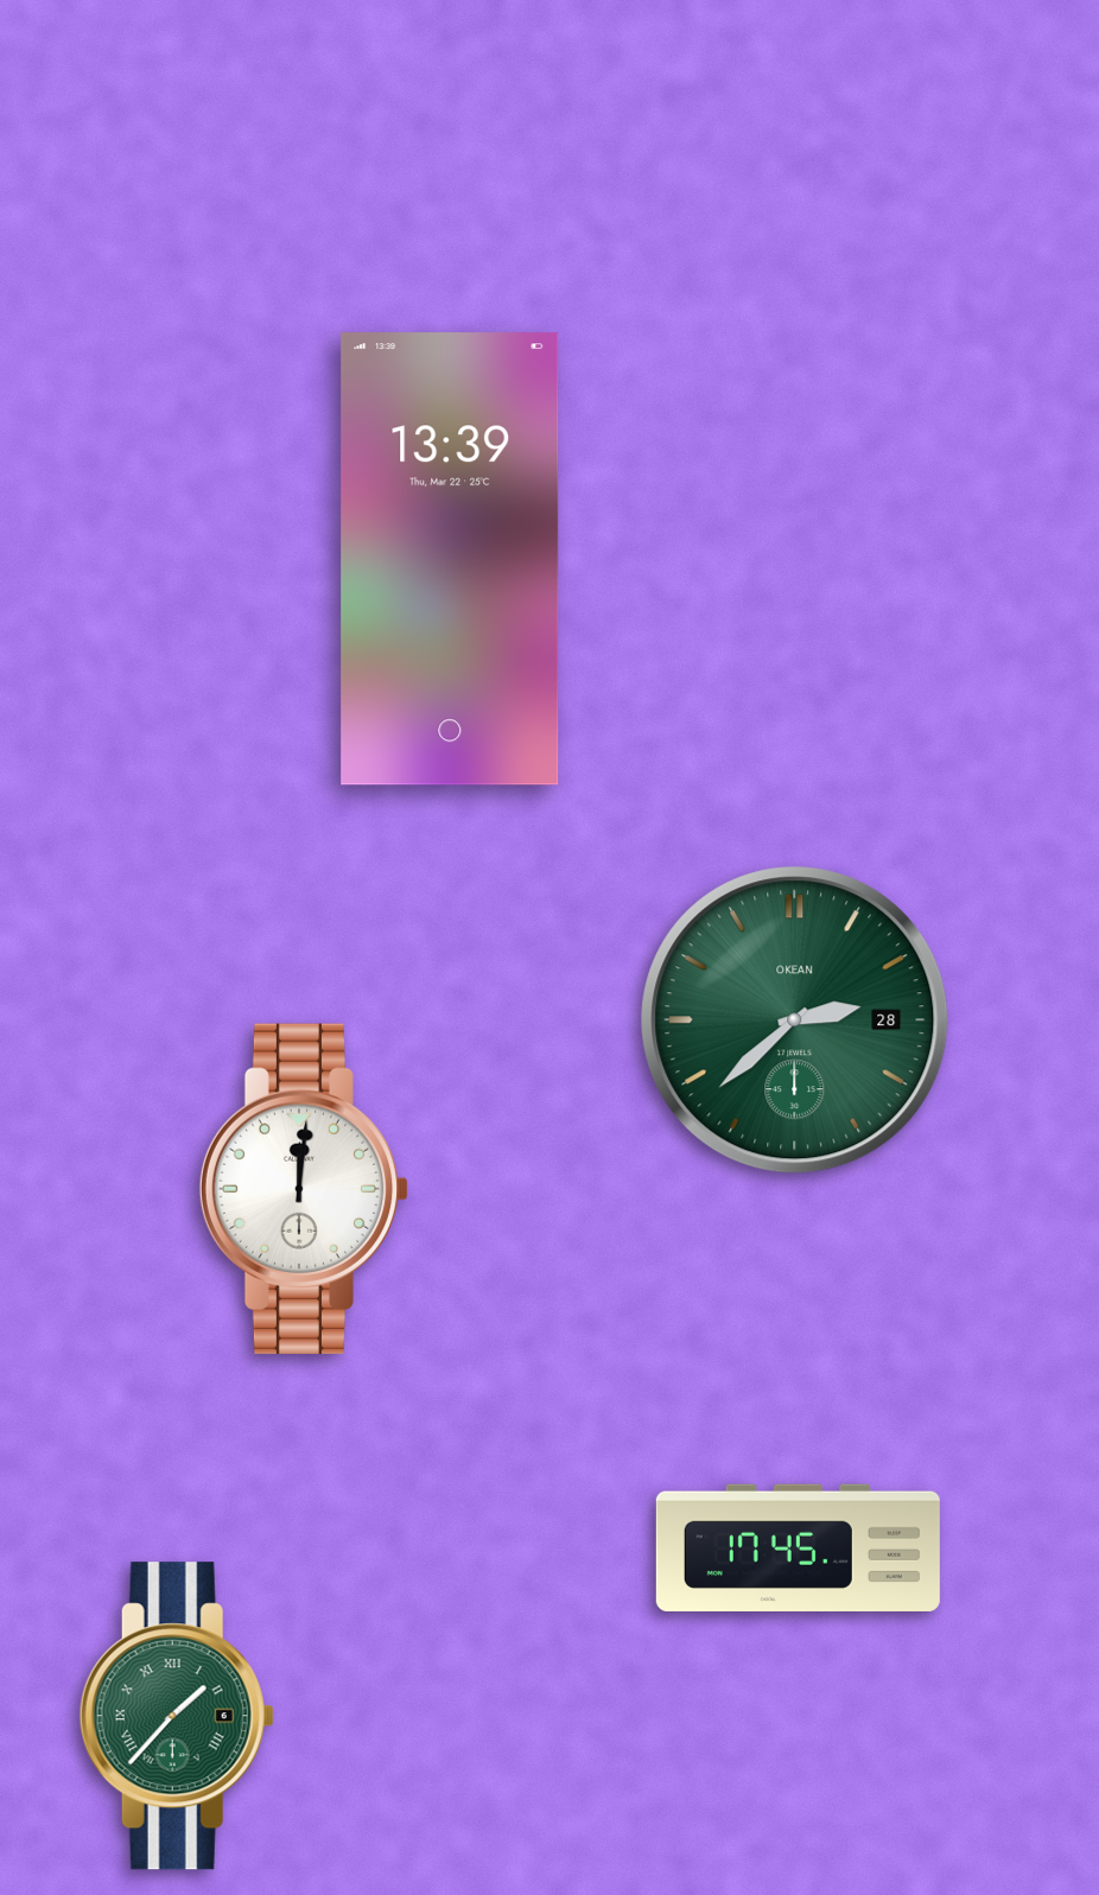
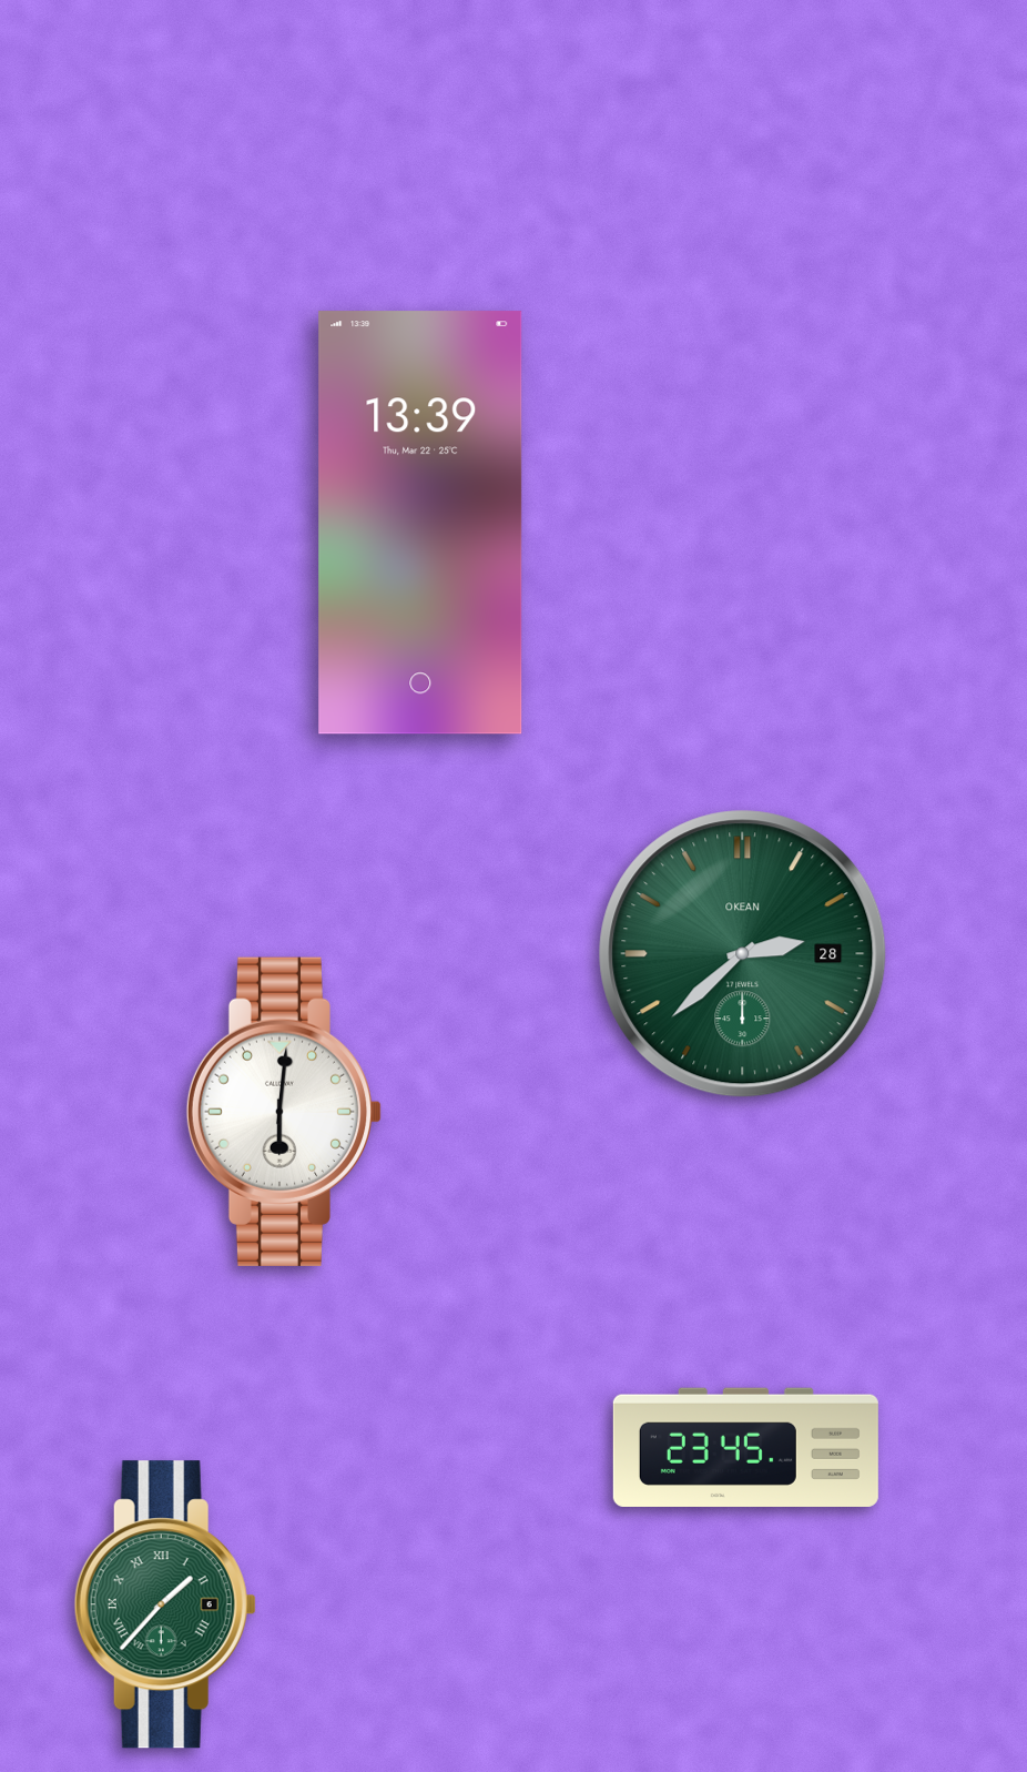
clock at (304, 1189): 12:01 -> 6:01
clock at (798, 1547): 17:45 -> 23:45
